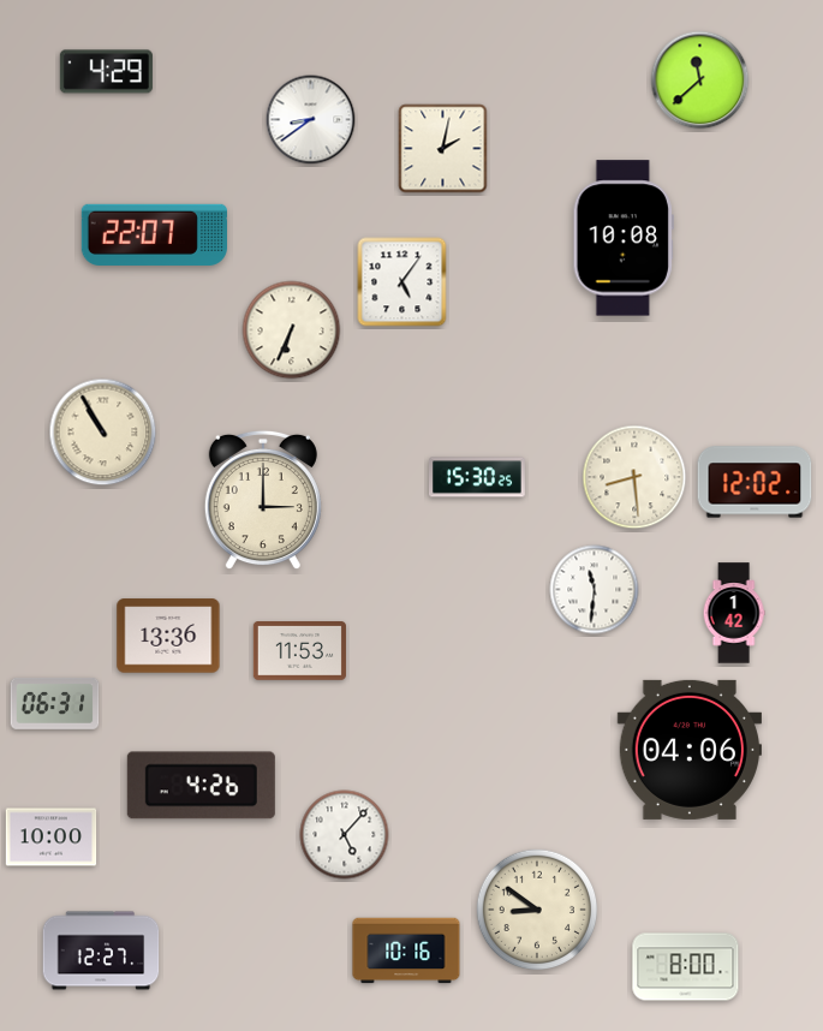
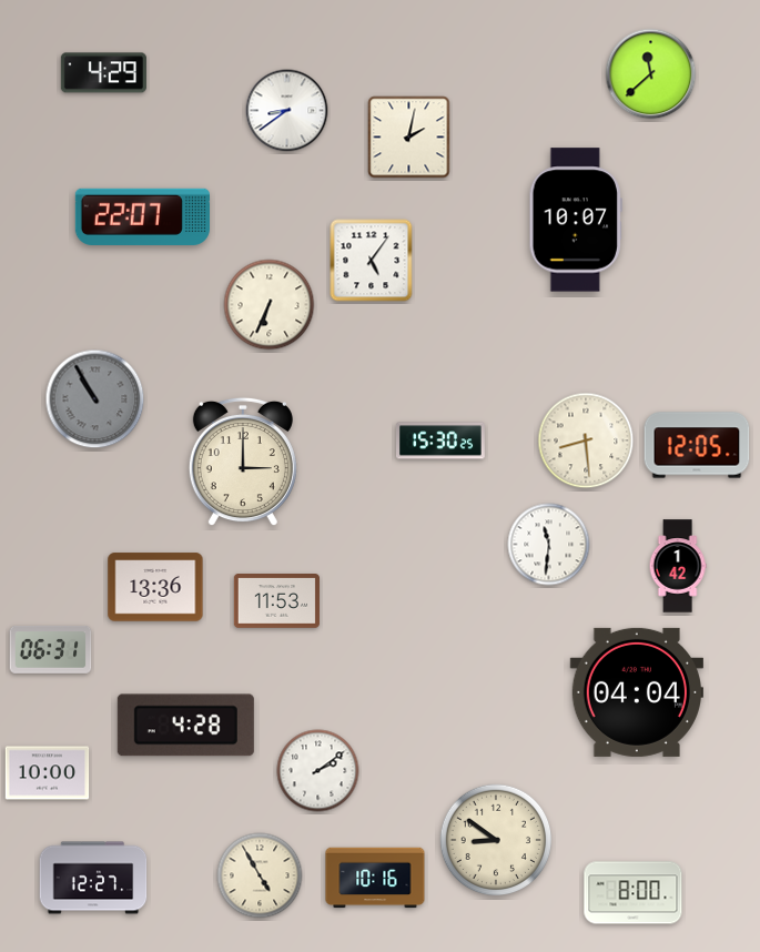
clock at (106, 72) position: (106, 72) -> (103, 73)
clock at (700, 81) position: (700, 81) -> (651, 74)
clock at (624, 238): 10:08 -> 10:07
clock at (103, 433) dial: cream -> grey
clock at (755, 482): 12:02 -> 12:05
clock at (688, 750): 04:06 -> 04:04
clock at (201, 786): 4:26 -> 4:28
clock at (345, 835): 5:07 -> 2:09
clock at (260, 875): none -> 4:55
